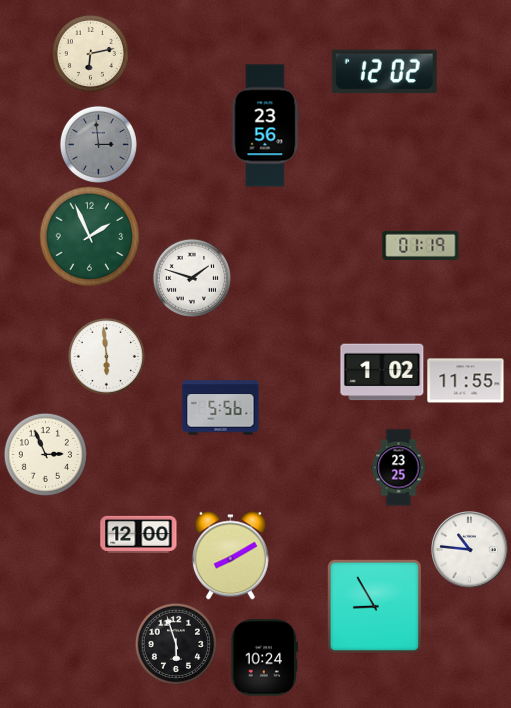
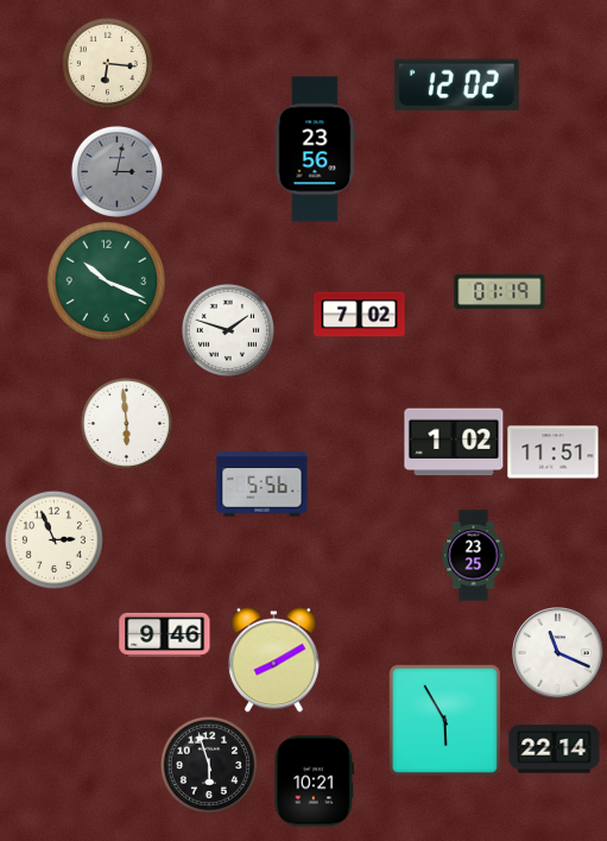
clock at (90, 53): 6:13 -> 6:16
clock at (98, 144): 2:59 -> 3:02
clock at (90, 237): 1:56 -> 10:19
clock at (360, 315): none -> 7:02
clock at (466, 381): 11:55 -> 11:51
clock at (139, 534): 12:00 -> 9:46
clock at (470, 550): 10:46 -> 11:19
clock at (374, 606): 8:55 -> 5:55
clock at (555, 750): none -> 22:14
clock at (265, 658): 10:24 -> 10:21
